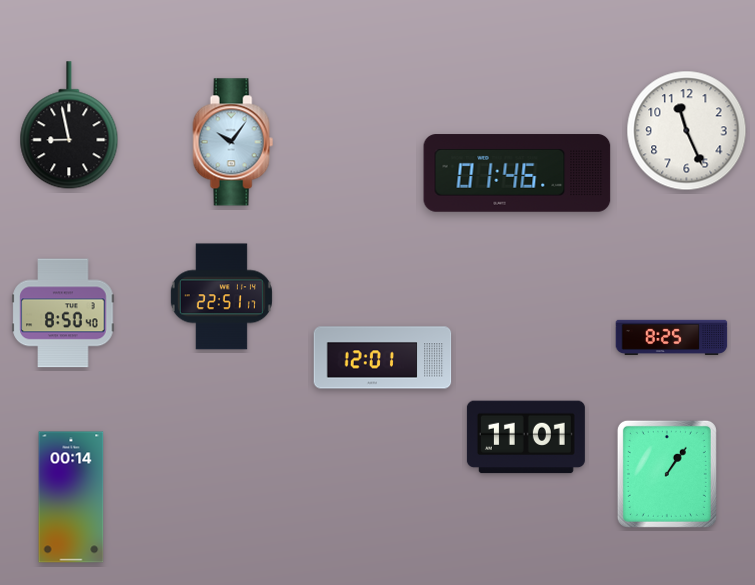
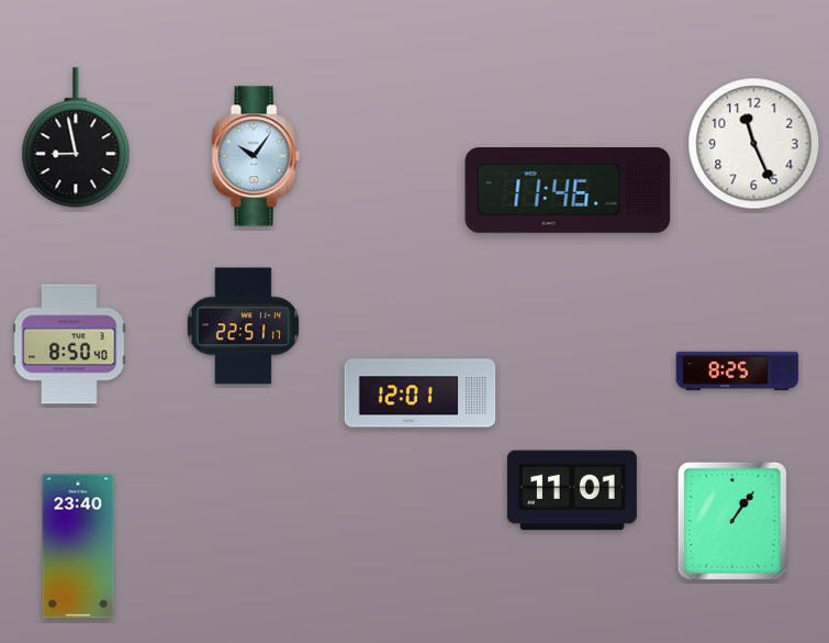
clock at (517, 173): 01:46 -> 11:46
clock at (526, 437) position: (526, 437) -> (572, 490)
clock at (71, 497): 00:14 -> 23:40
